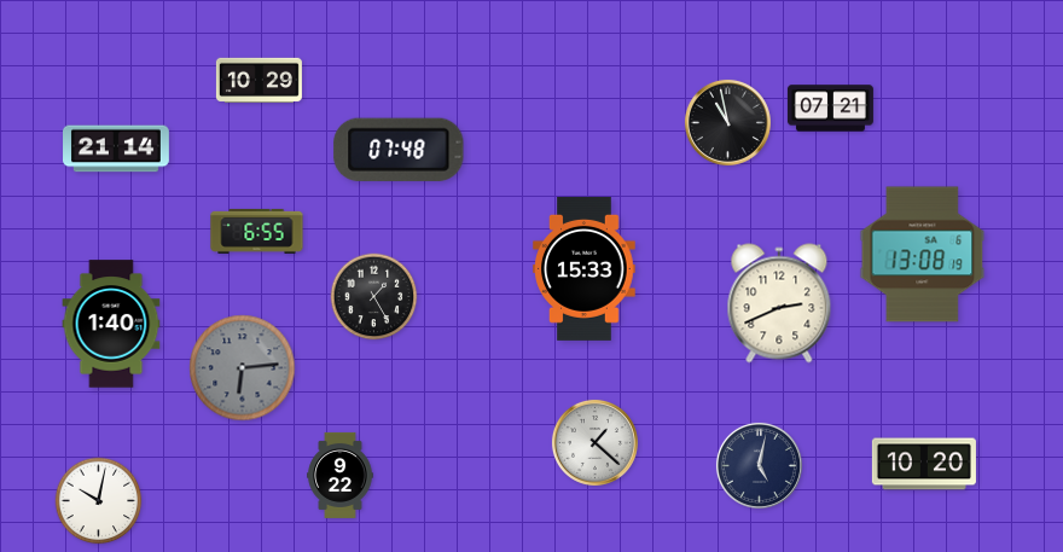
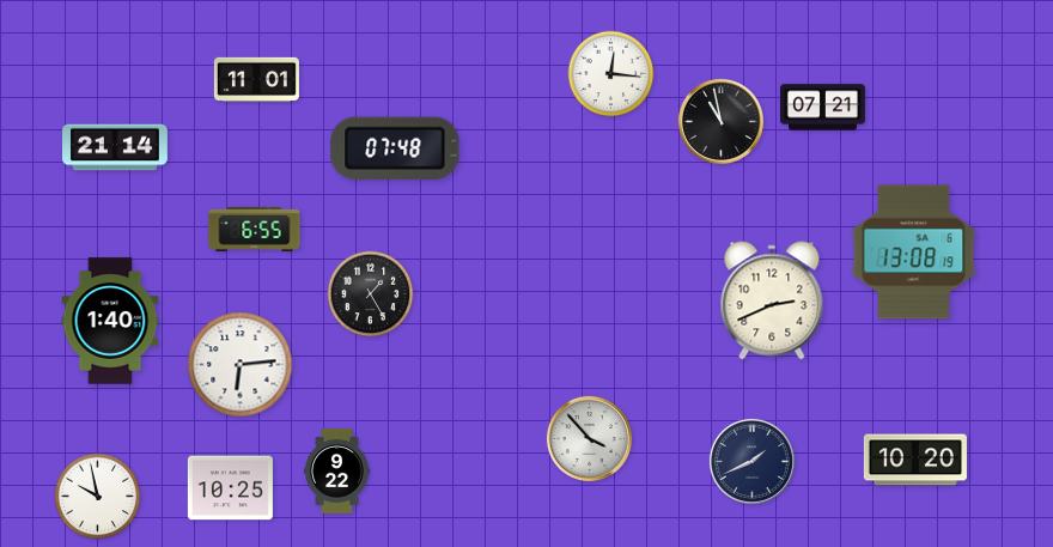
clock at (611, 74): none -> 12:16
clock at (259, 80): 10:29 -> 11:01
clock at (585, 268): 15:33 -> none
clock at (243, 368) dial: grey -> white
clock at (594, 442): 1:22 -> 3:53
clock at (759, 465): 5:02 -> 1:41
clock at (230, 488): none -> 10:25
clock at (99, 501): 10:02 -> 9:58
